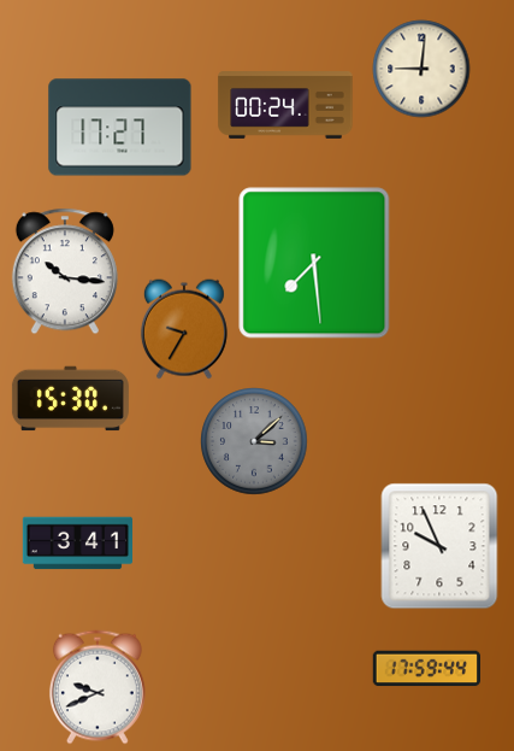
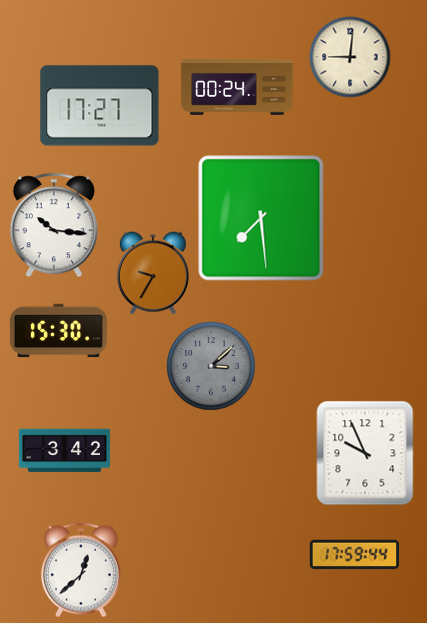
clock at (77, 544): 3:41 -> 3:42
clock at (98, 687): 9:41 -> 12:38
